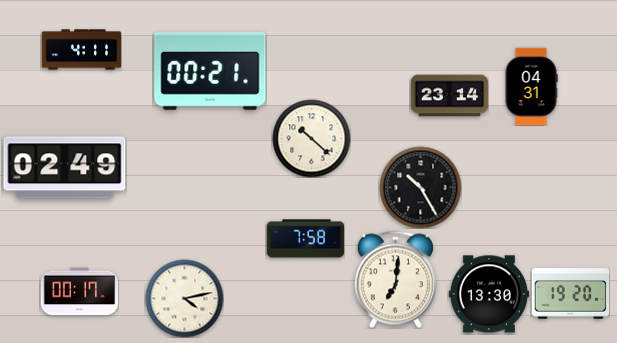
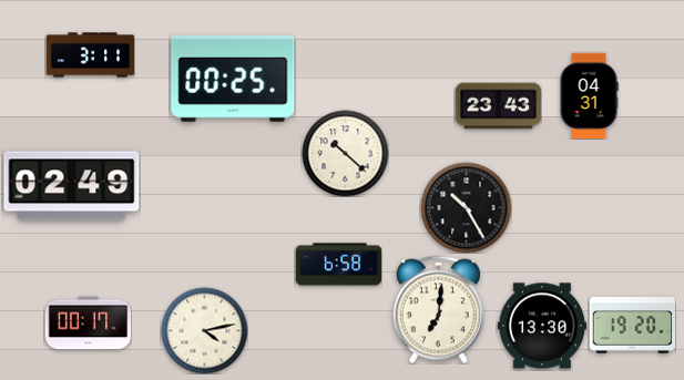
clock at (81, 50): 4:11 -> 3:11
clock at (210, 71): 00:21 -> 00:25
clock at (449, 96): 23:14 -> 23:43
clock at (305, 239): 7:58 -> 6:58
